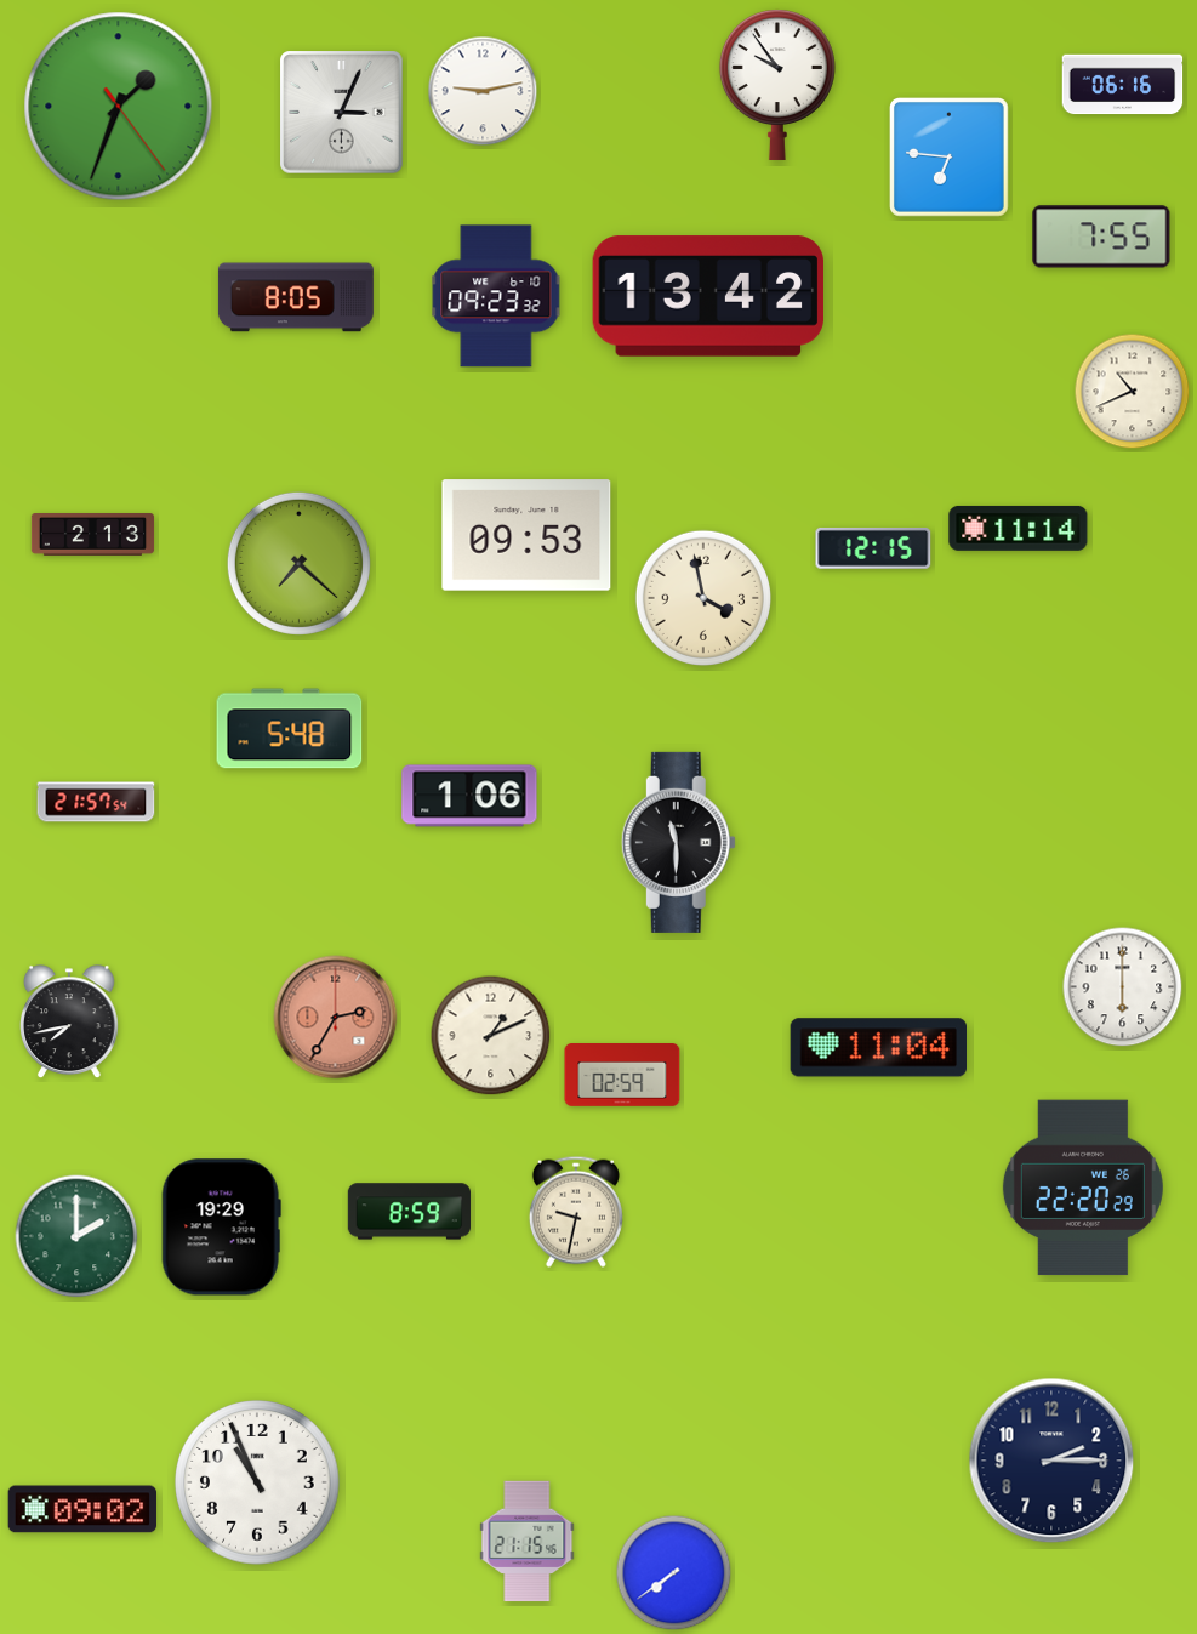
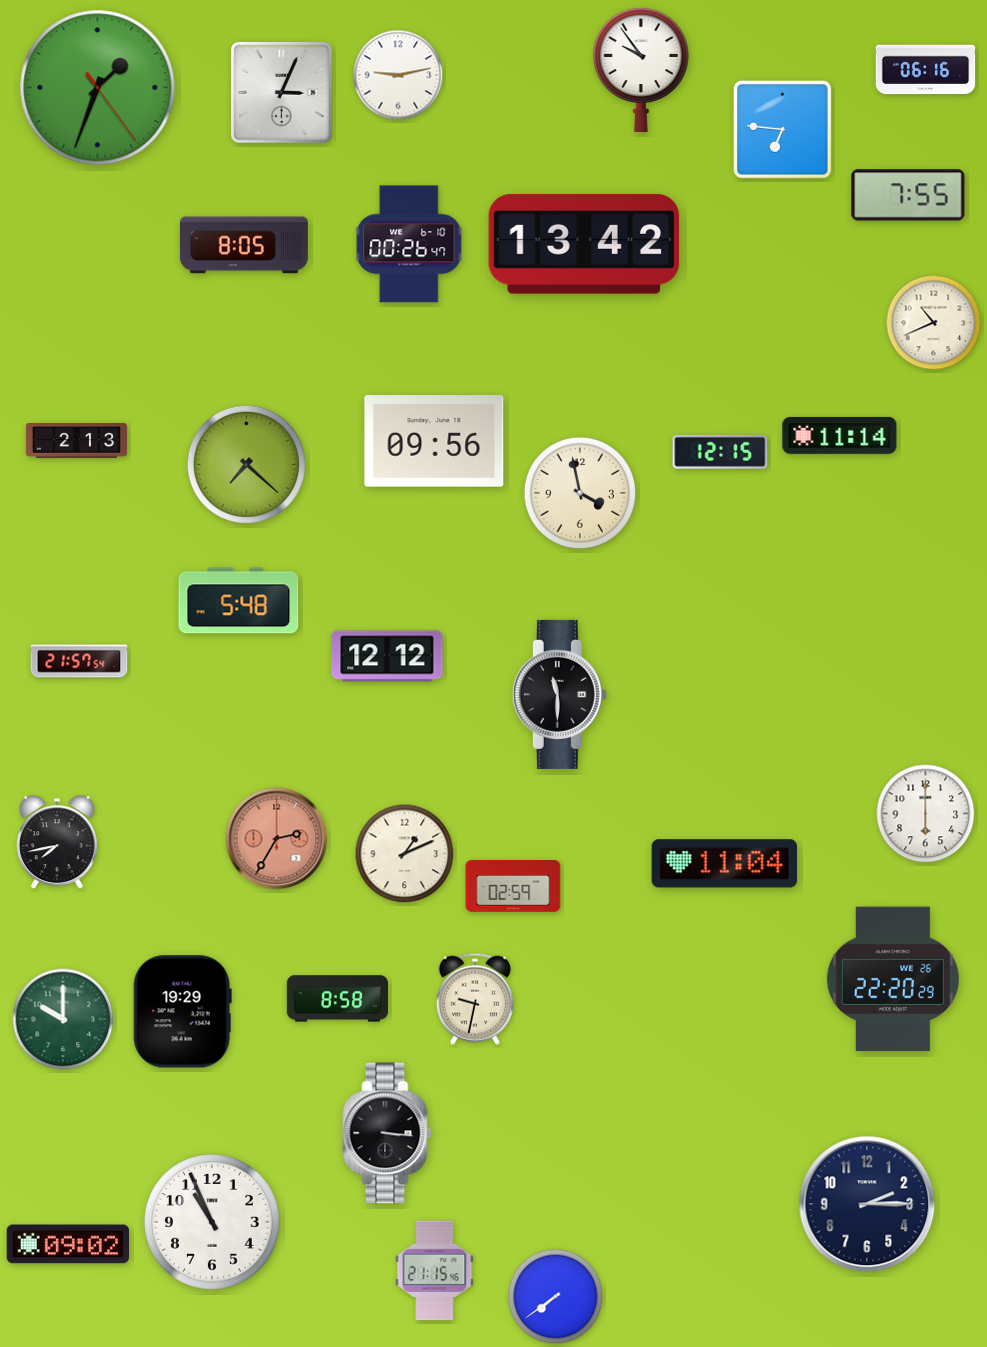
clock at (496, 296): 09:23 -> 00:26
clock at (526, 535): 09:53 -> 09:56
clock at (469, 796): 1:06 -> 12:12
clock at (409, 1212): 8:59 -> 8:58
clock at (76, 1236): 2:00 -> 10:00
clock at (387, 1133): none -> 3:16
